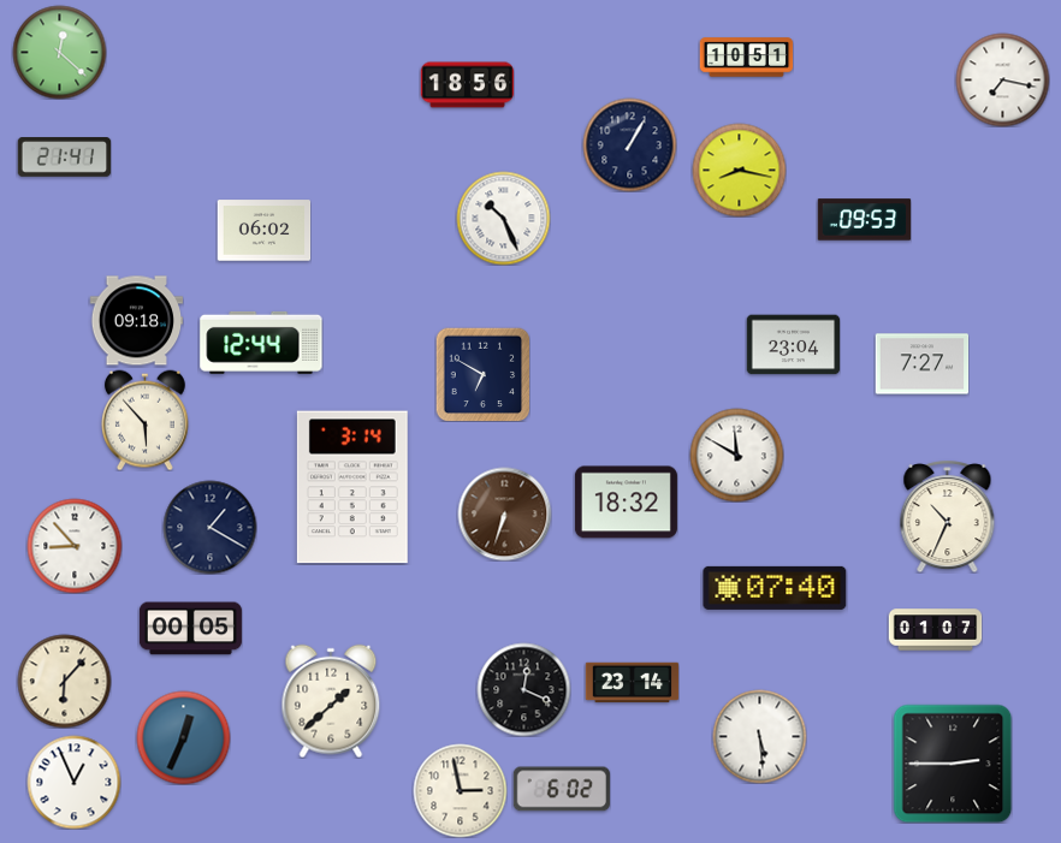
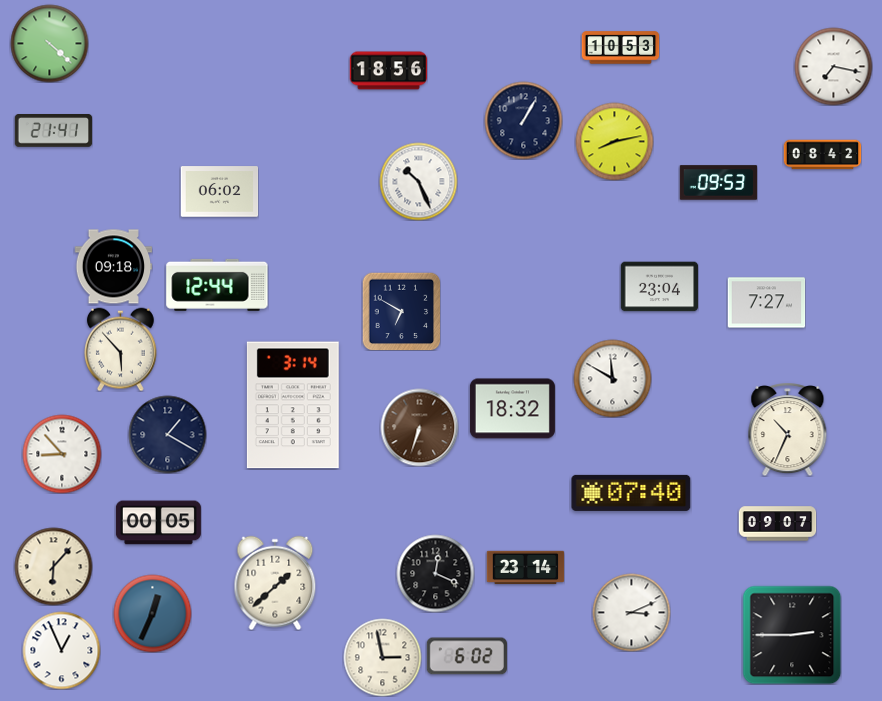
clock at (59, 52): 12:22 -> 4:22
clock at (746, 58): 10:51 -> 10:53
clock at (739, 170): 8:17 -> 8:13
clock at (822, 155): none -> 08:42
clock at (626, 503) position: (626, 503) -> (512, 409)
clock at (209, 527) position: (209, 527) -> (167, 434)
clock at (775, 588) position: (775, 588) -> (631, 493)
clock at (935, 630): 01:07 -> 09:07
clock at (759, 736): 5:29 -> 3:11
